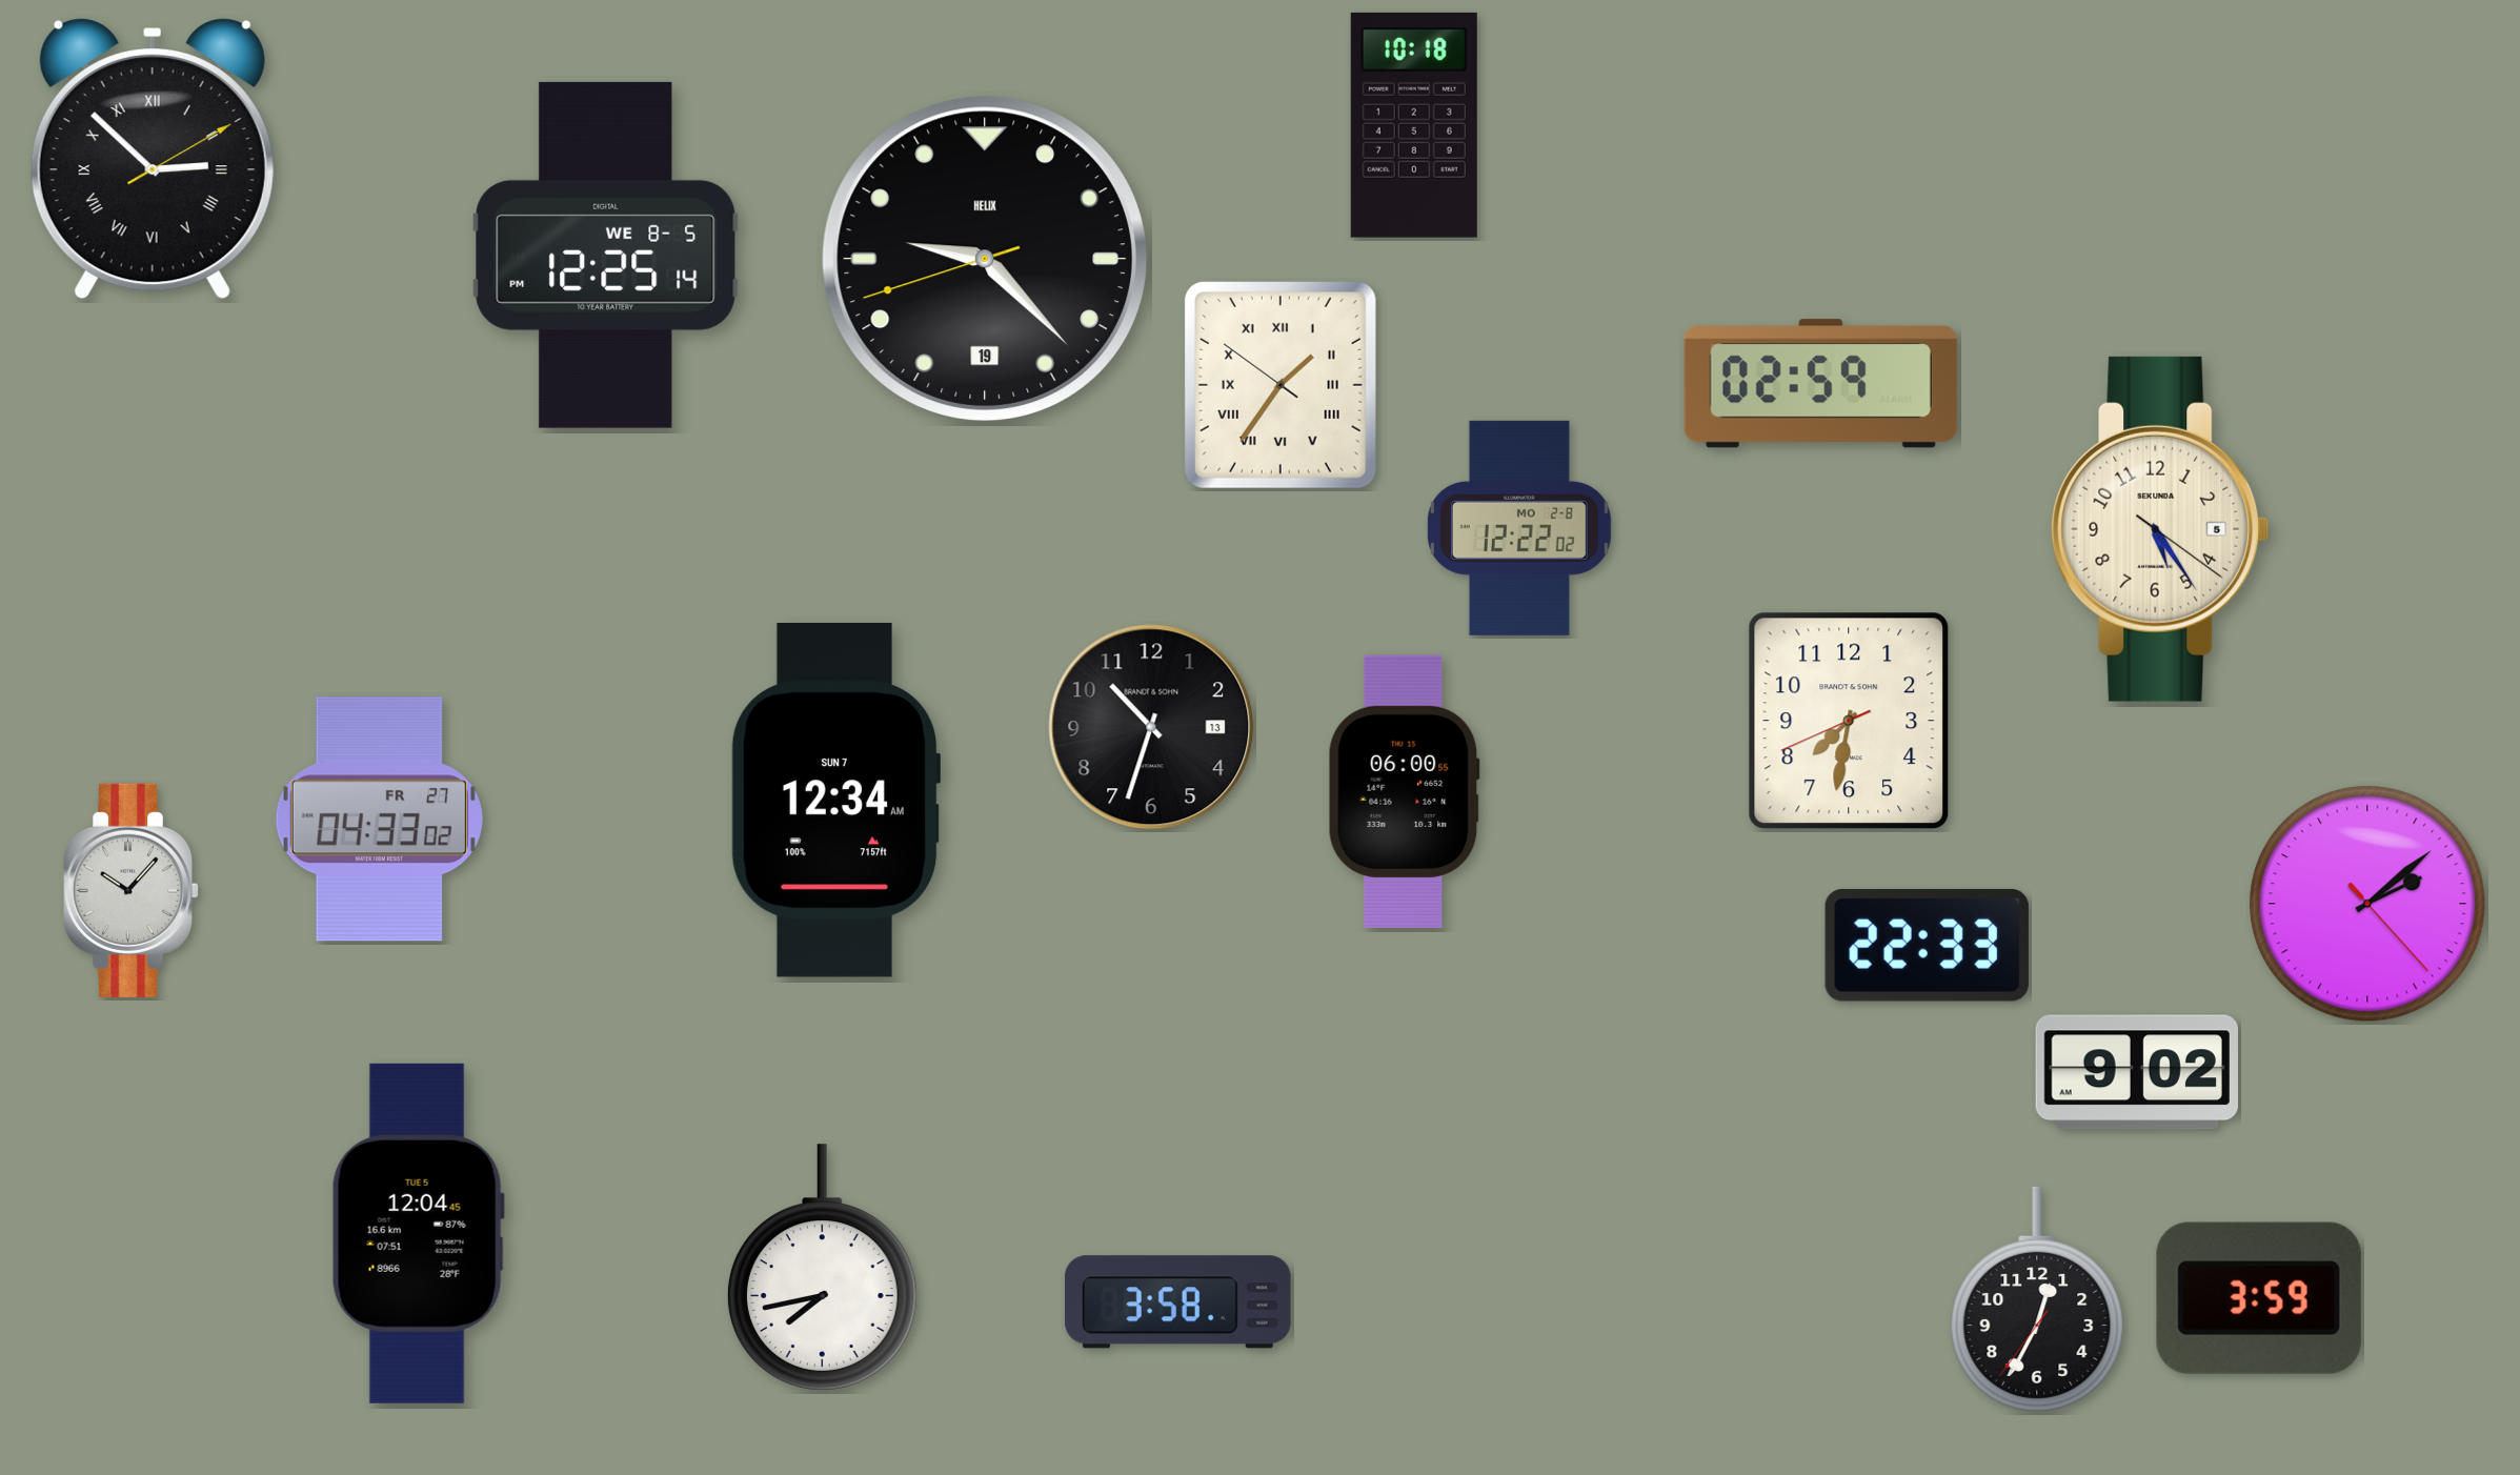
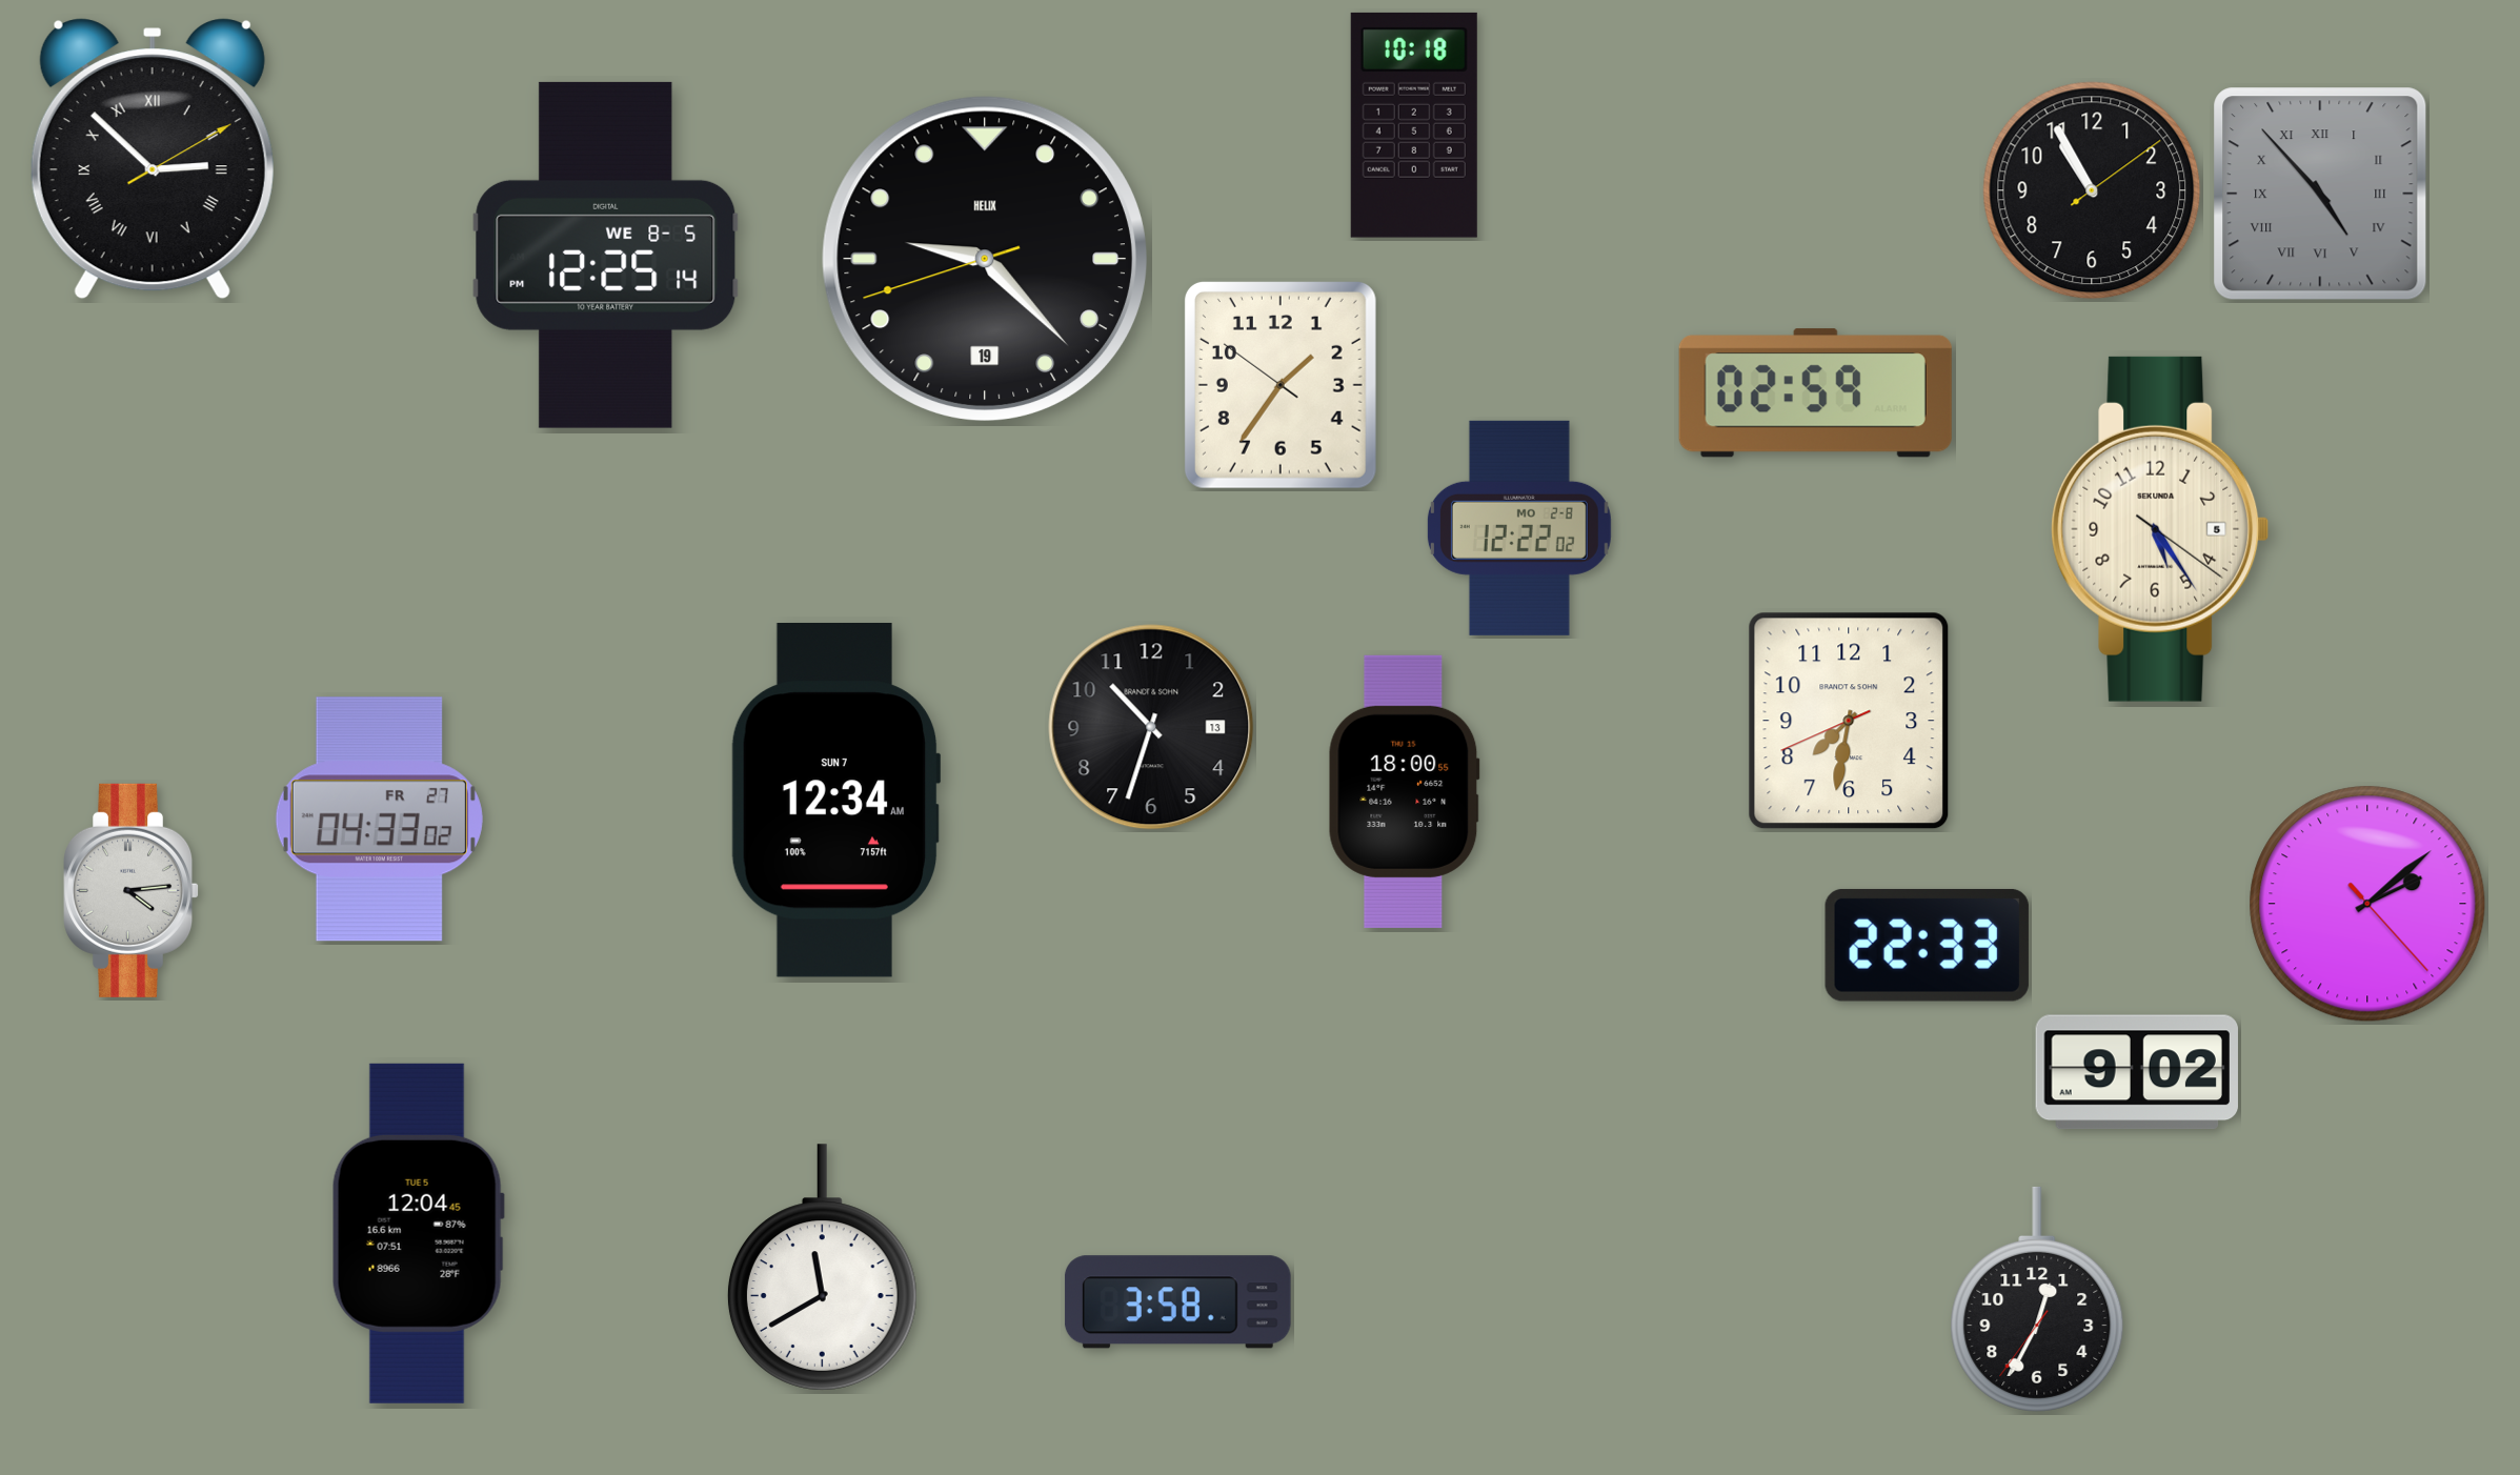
clock at (2092, 190): none -> 10:55
clock at (2320, 194): none -> 4:53
clock at (1820, 384) position: (1820, 384) -> (1815, 393)
clock at (1281, 385) numerals: Roman -> Arabic
clock at (1404, 791): 06:00 -> 18:00
clock at (132, 890): 10:07 -> 4:14
clock at (822, 1268): 7:43 -> 11:40
clock at (2259, 1298): 3:59 -> none
